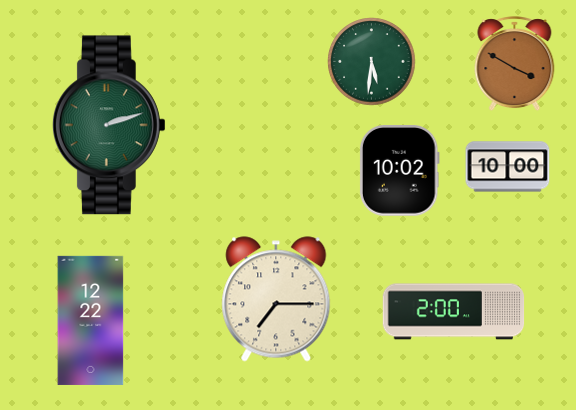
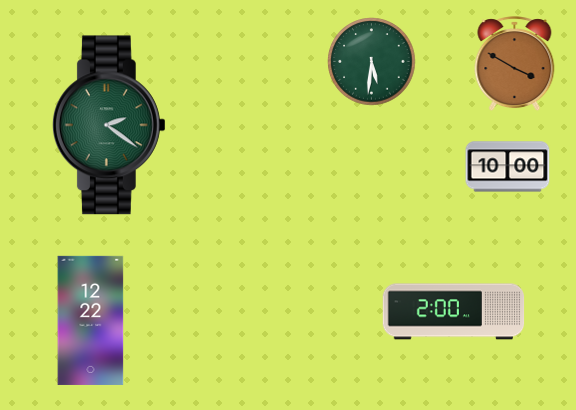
clock at (109, 125): 2:12 -> 2:21
clock at (399, 171): 10:02 -> none
clock at (276, 299): 7:15 -> none
